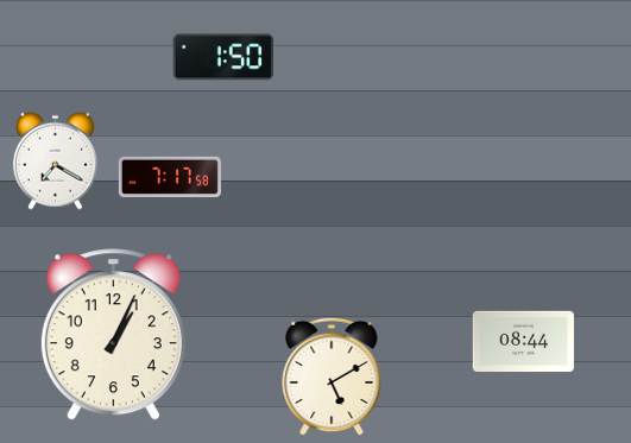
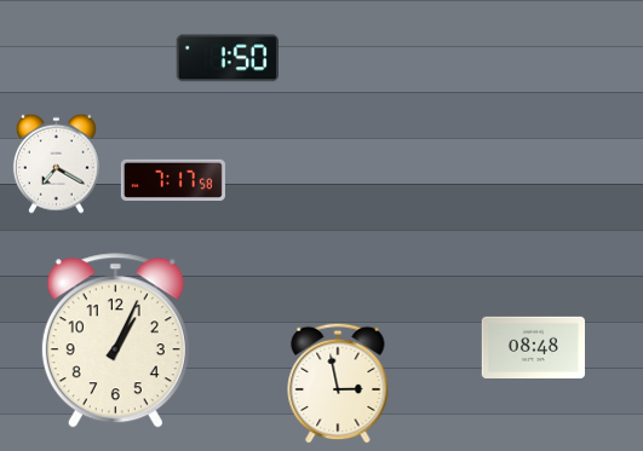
clock at (523, 342): 08:44 -> 08:48
clock at (332, 376): 5:10 -> 2:58
